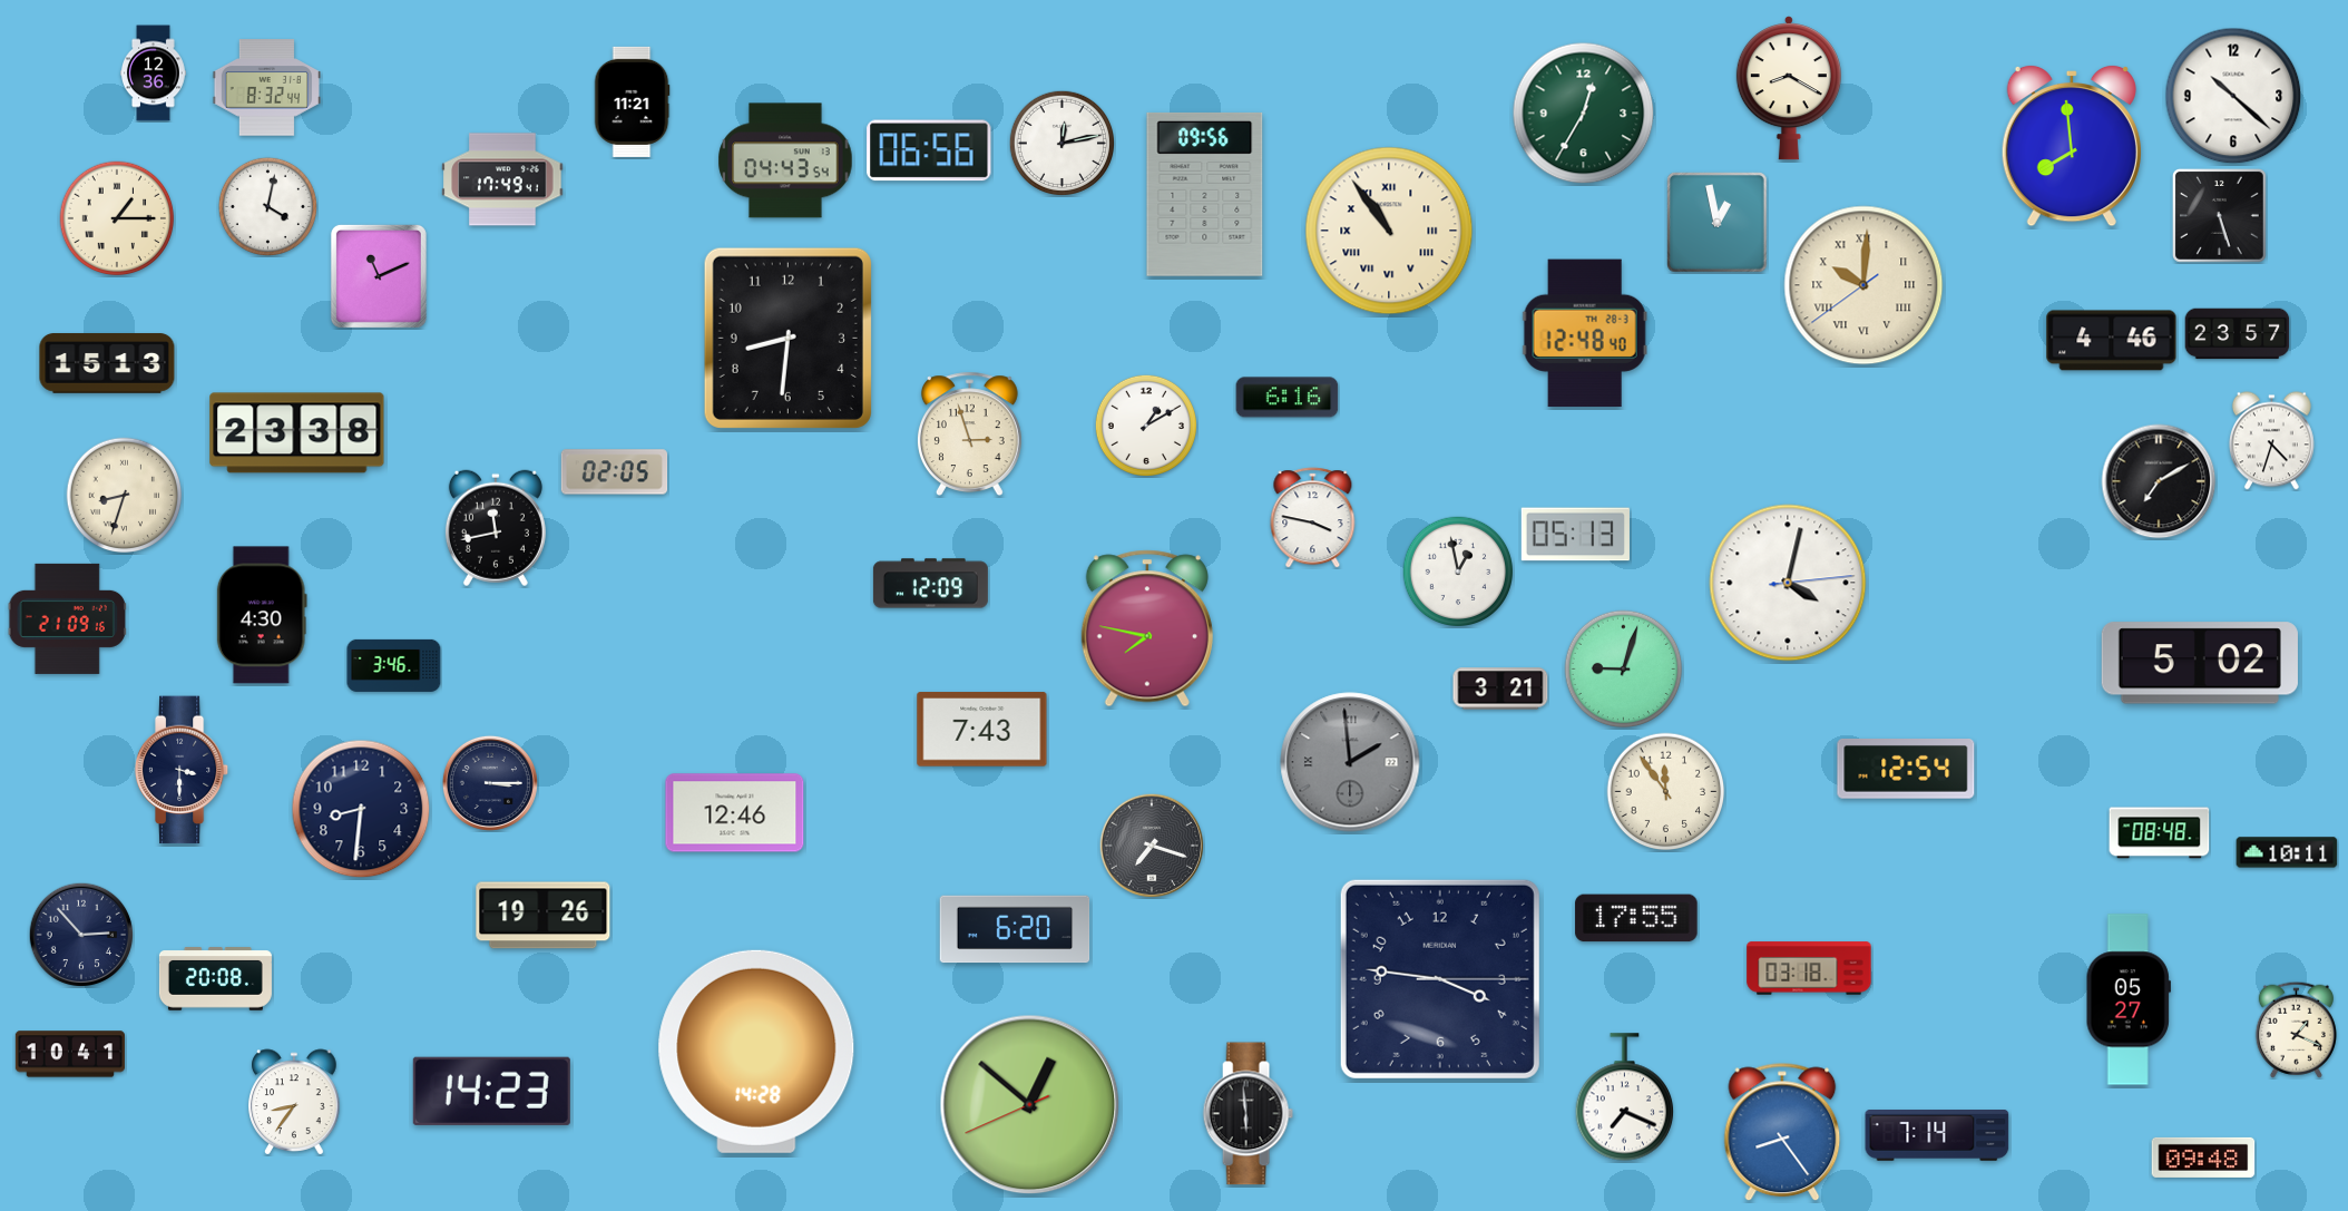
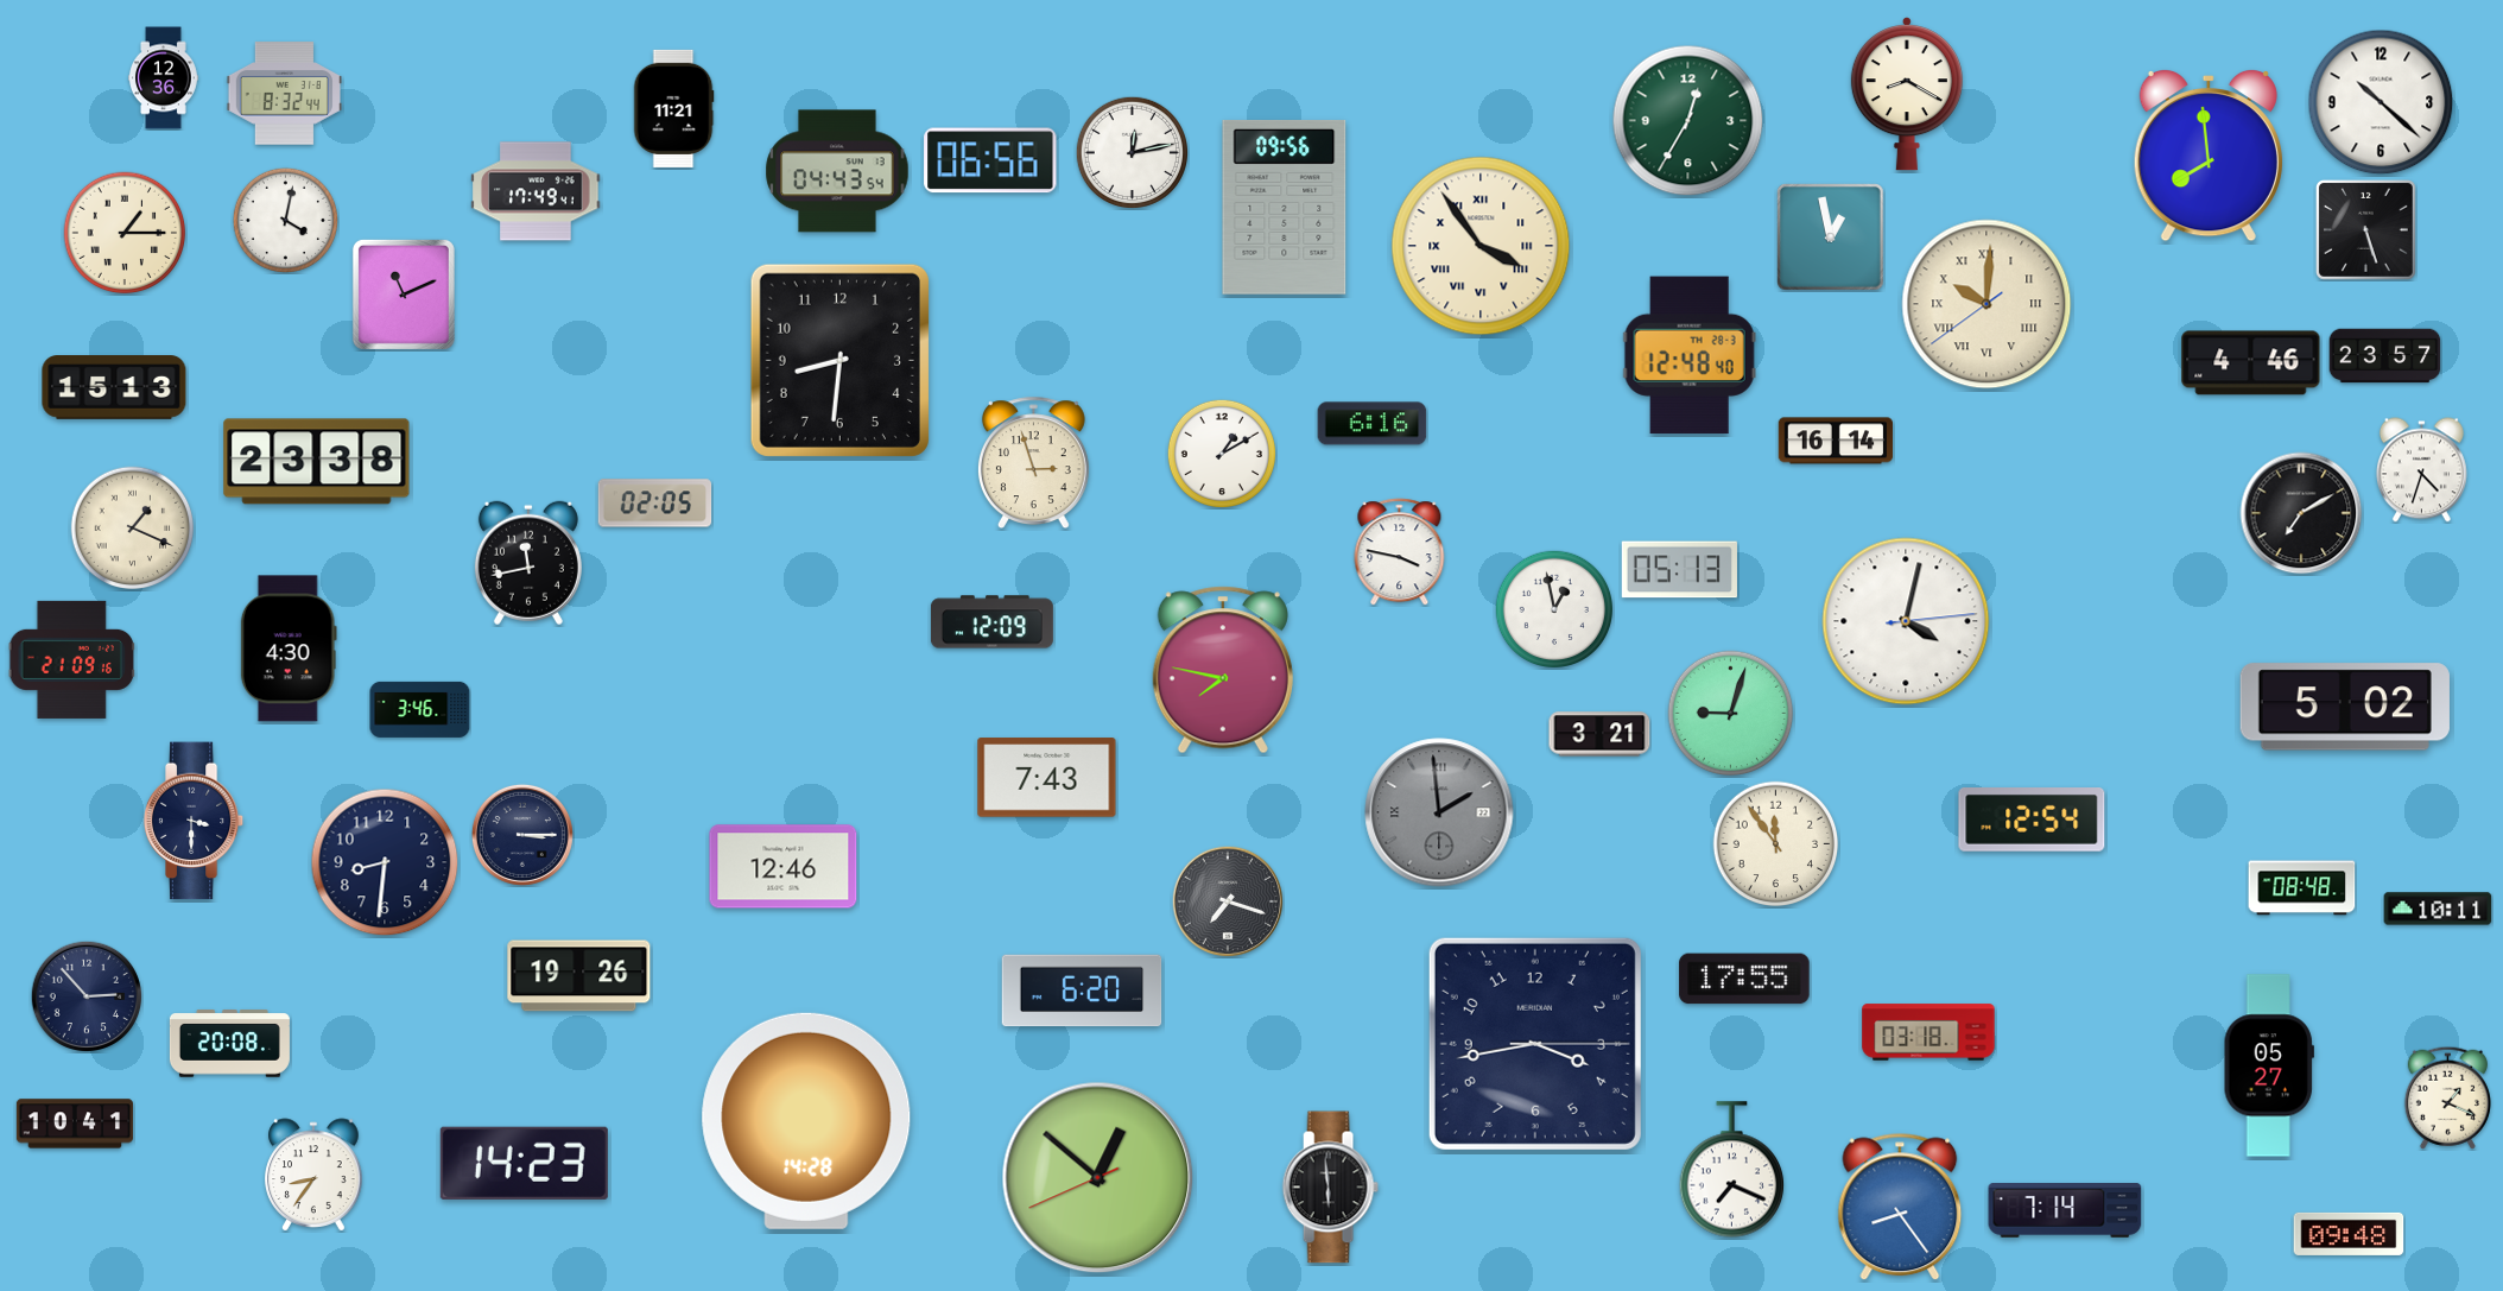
clock at (1389, 231): 10:54 -> 3:54
clock at (1835, 441): none -> 16:14
clock at (125, 496): 8:33 -> 1:19
clock at (262, 615) position: (262, 615) -> (289, 648)
clock at (1440, 979): 3:46 -> 3:43
